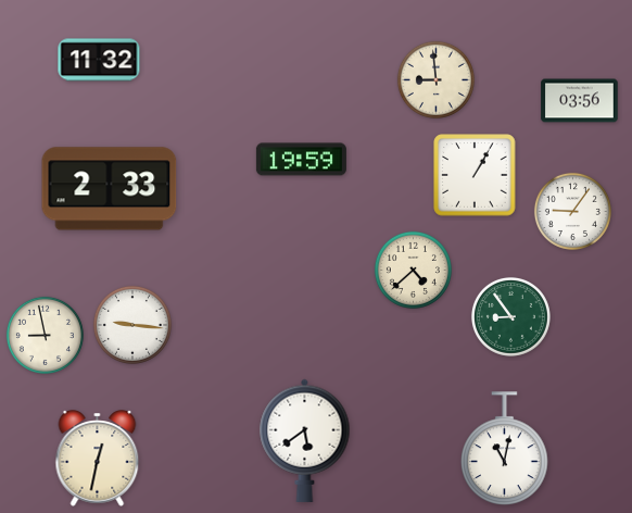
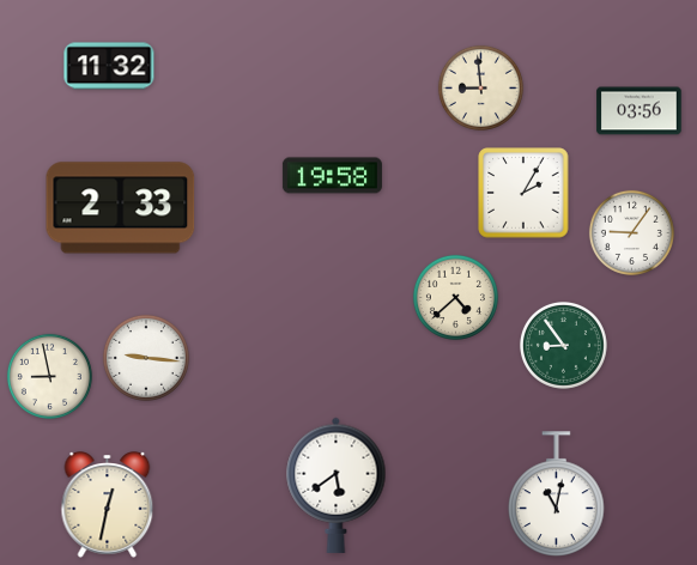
clock at (301, 160): 19:59 -> 19:58
clock at (475, 175): 1:05 -> 2:05
clock at (510, 316) position: (510, 316) -> (563, 345)
clock at (45, 335) position: (45, 335) -> (49, 376)
